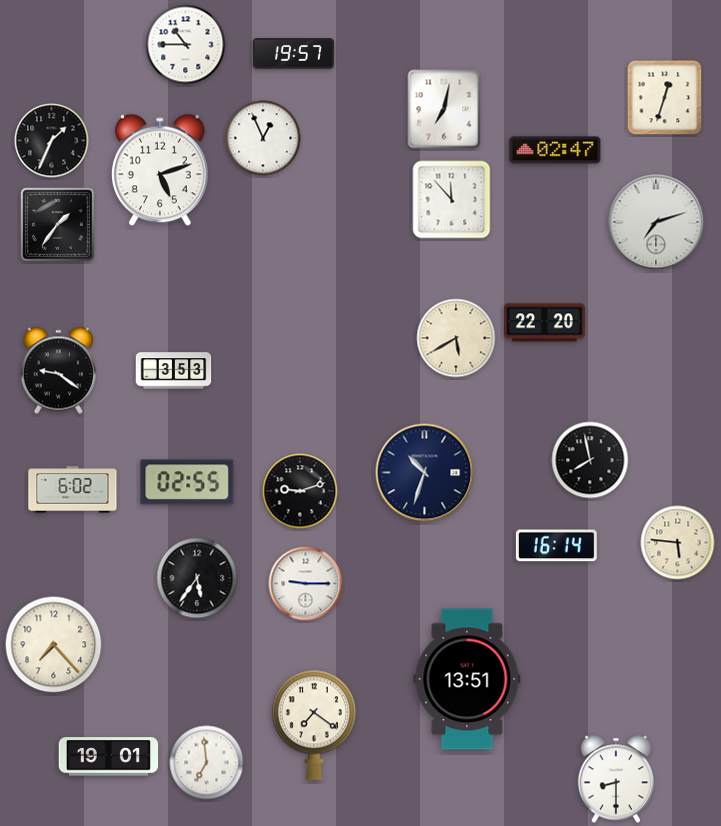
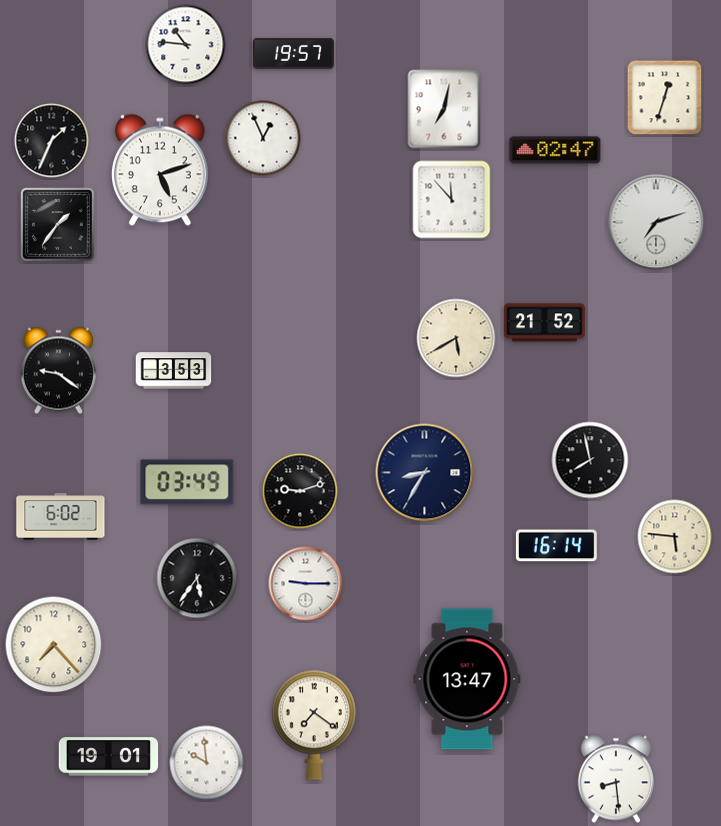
clock at (186, 45): 10:45 -> 10:46
clock at (544, 323): 22:20 -> 21:52
clock at (425, 473): 10:33 -> 8:35
clock at (187, 482): 02:55 -> 03:49
clock at (73, 490) position: (73, 490) -> (61, 517)
clock at (678, 543) position: (678, 543) -> (675, 537)
clock at (467, 679): 13:51 -> 13:47
clock at (207, 763): 6:59 -> 9:59
clock at (616, 779): 8:30 -> 8:29
